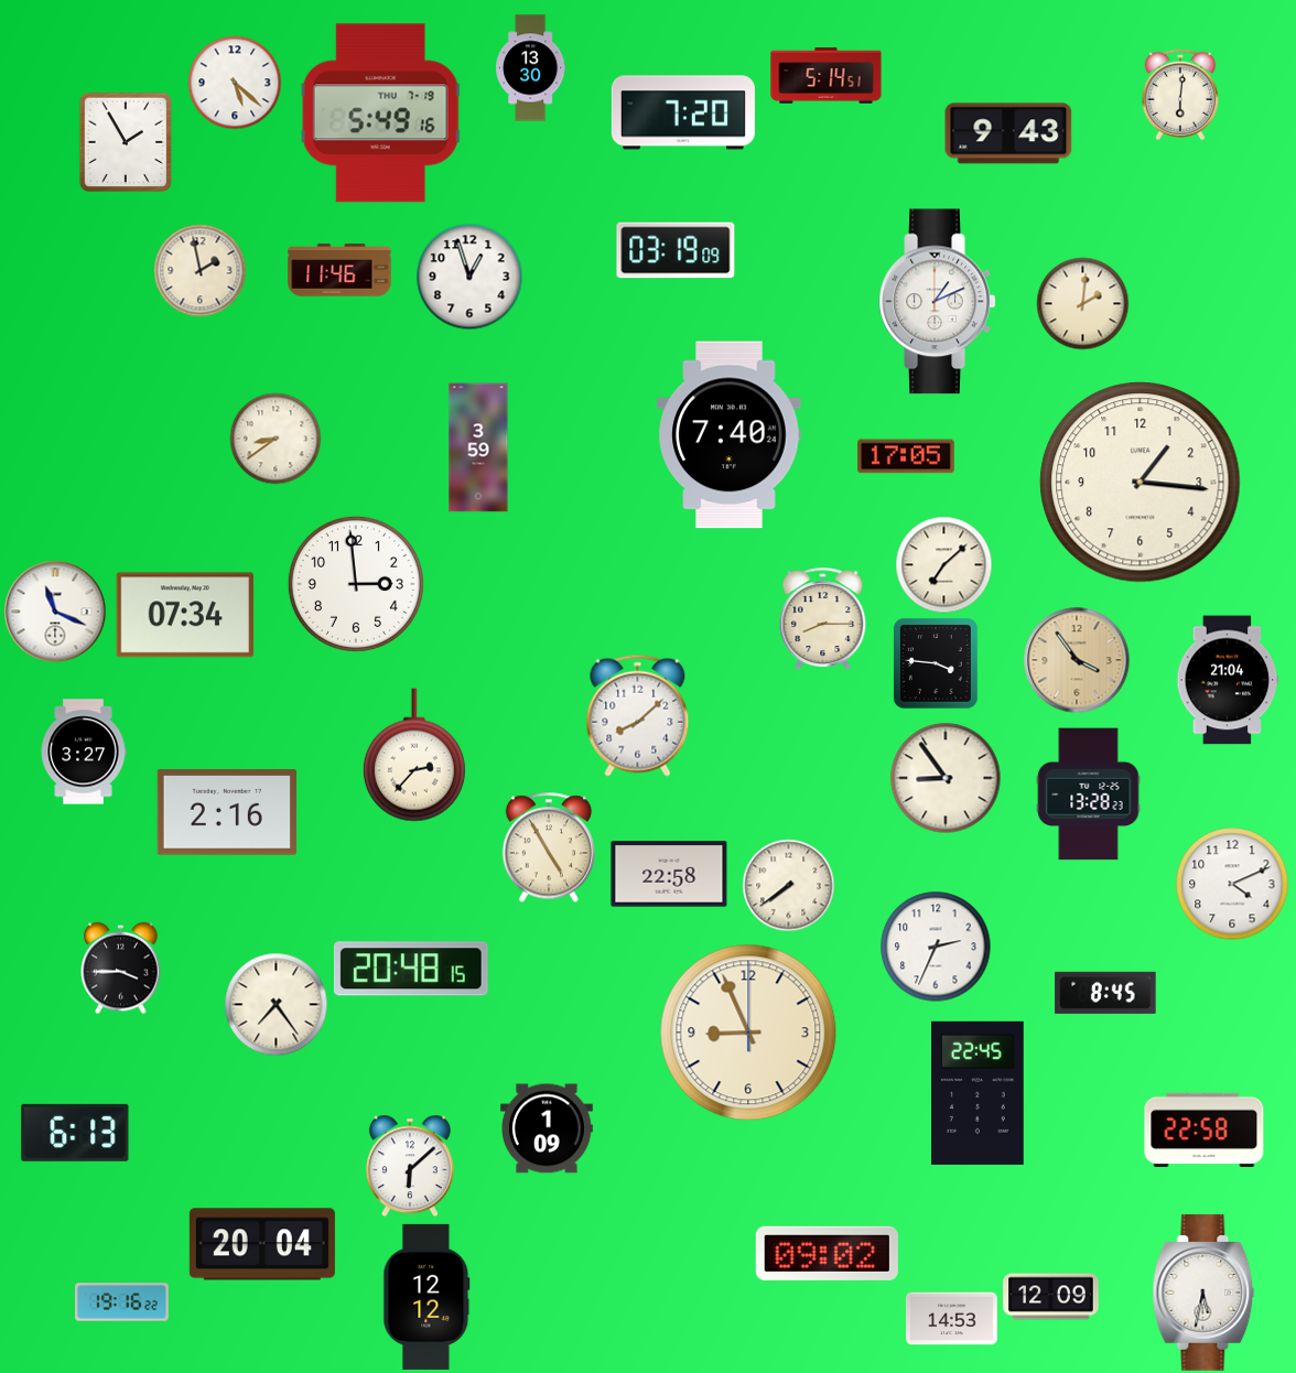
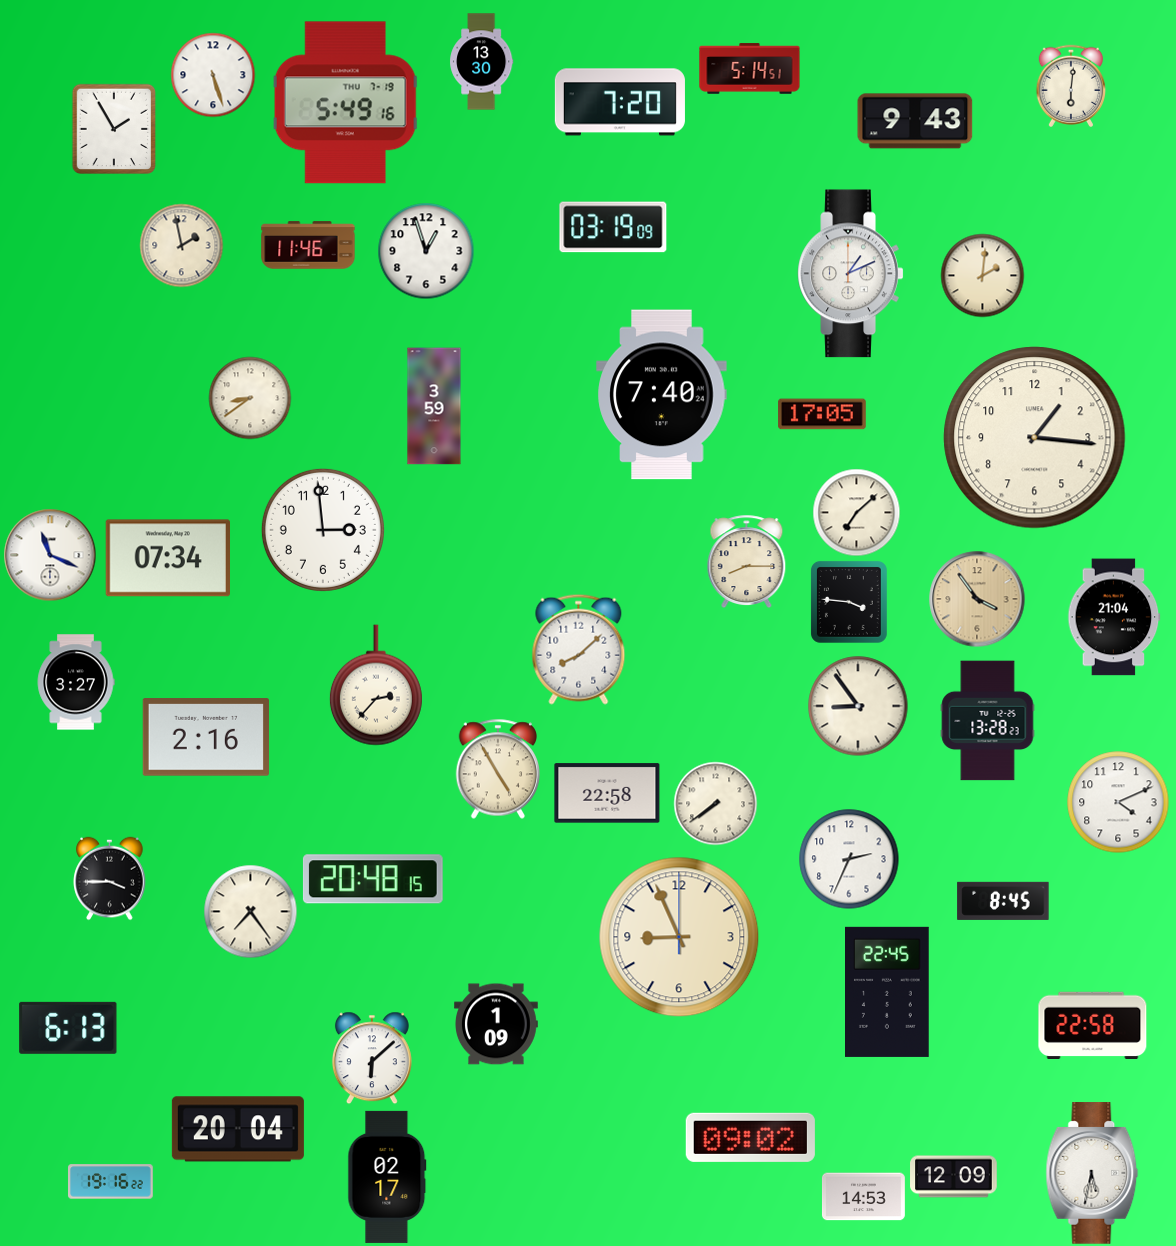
clock at (235, 83): 5:22 -> 5:27
clock at (426, 1297): 12:12 -> 02:17
